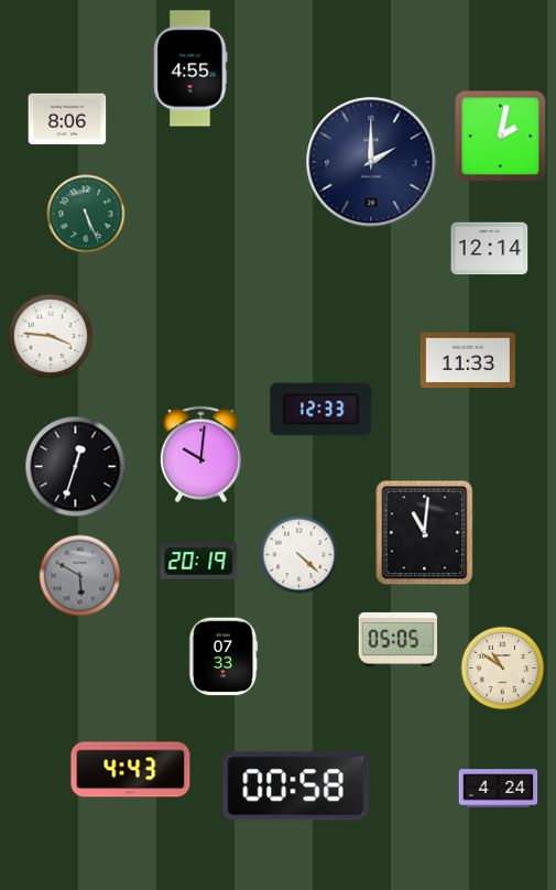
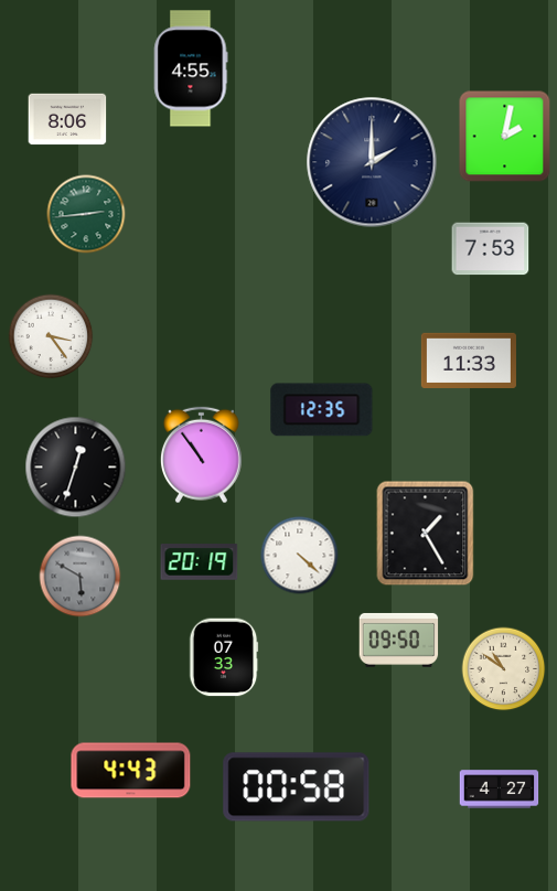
clock at (501, 137) position: (501, 137) -> (505, 137)
clock at (86, 214): 5:26 -> 2:44
clock at (490, 249): 12:14 -> 7:53
clock at (51, 336): 3:46 -> 3:24
clock at (321, 410): 12:33 -> 12:35
clock at (200, 455): 10:01 -> 10:54
clock at (425, 533): 11:01 -> 1:25
clock at (399, 639): 05:05 -> 09:50
clock at (499, 789): 4:24 -> 4:27
